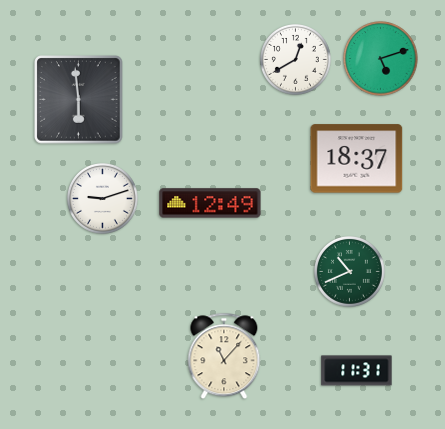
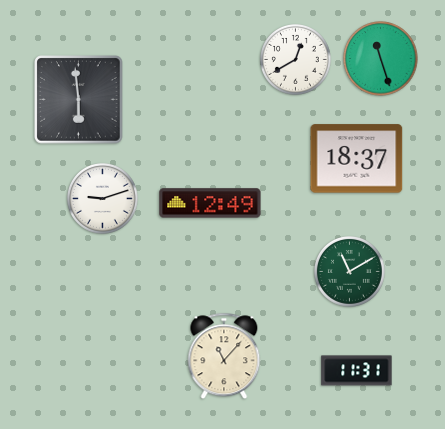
clock at (381, 59): 5:12 -> 11:27
clock at (350, 272): 10:41 -> 11:10
